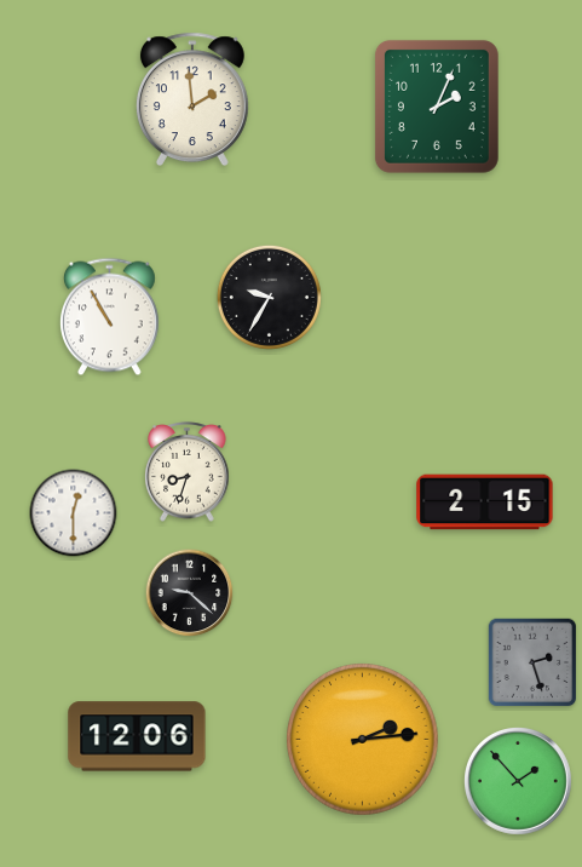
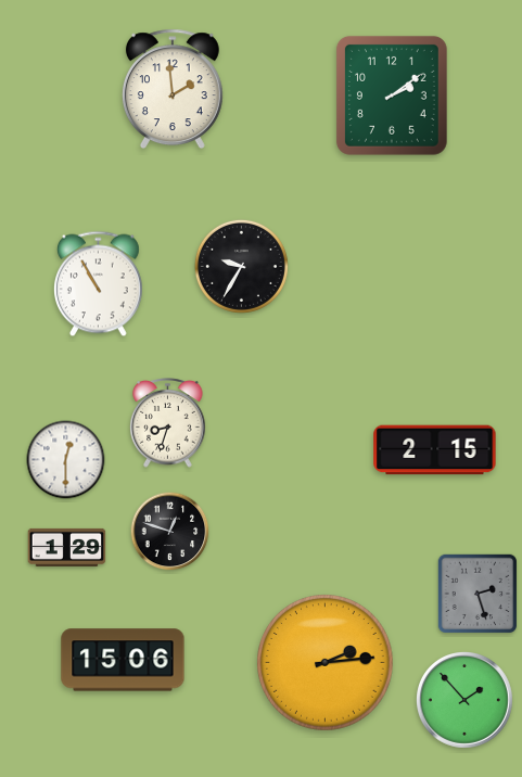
clock at (437, 107): 2:04 -> 2:09
clock at (190, 593): 9:22 -> 12:48
clock at (67, 547): none -> 1:29
clock at (137, 736): 12:06 -> 15:06
